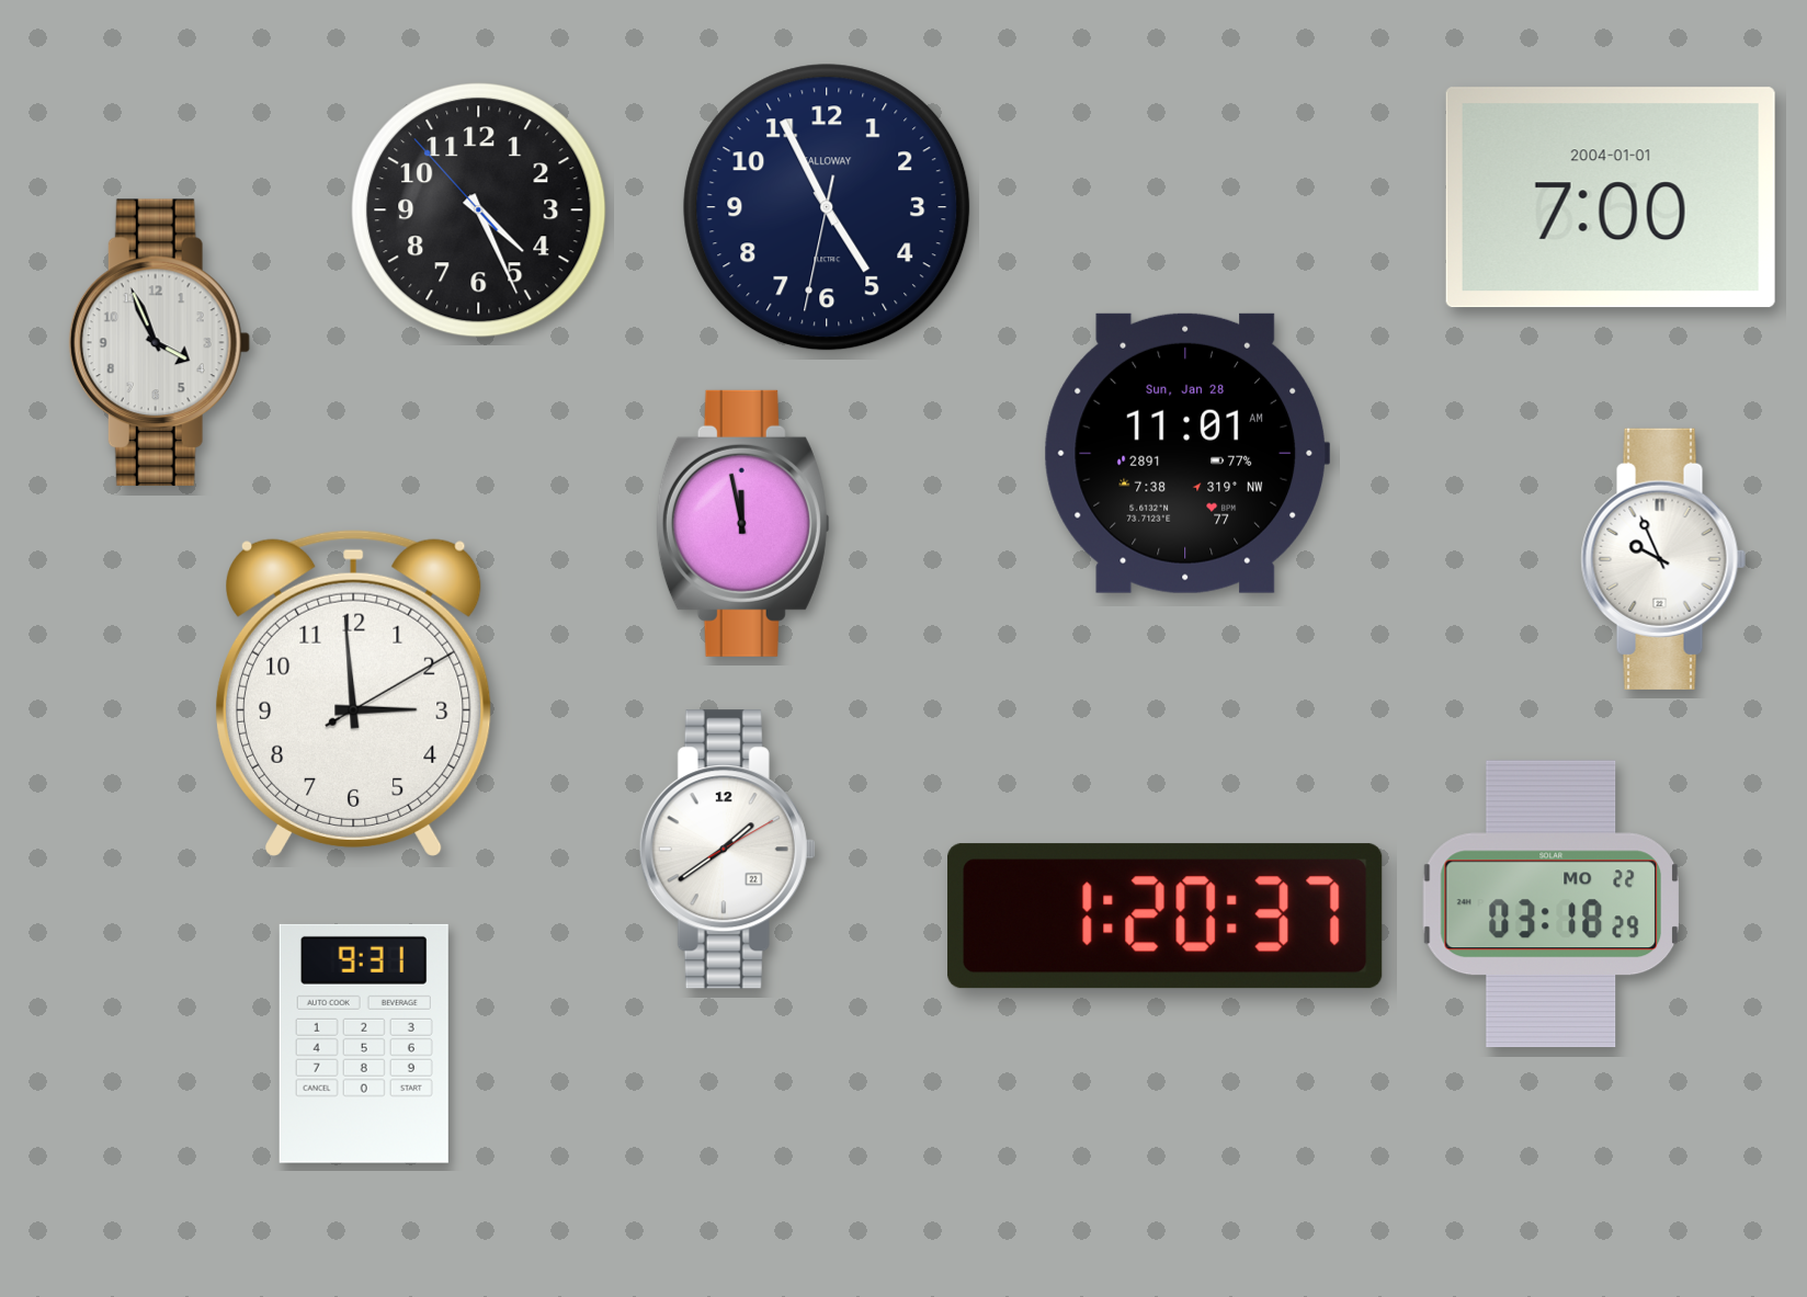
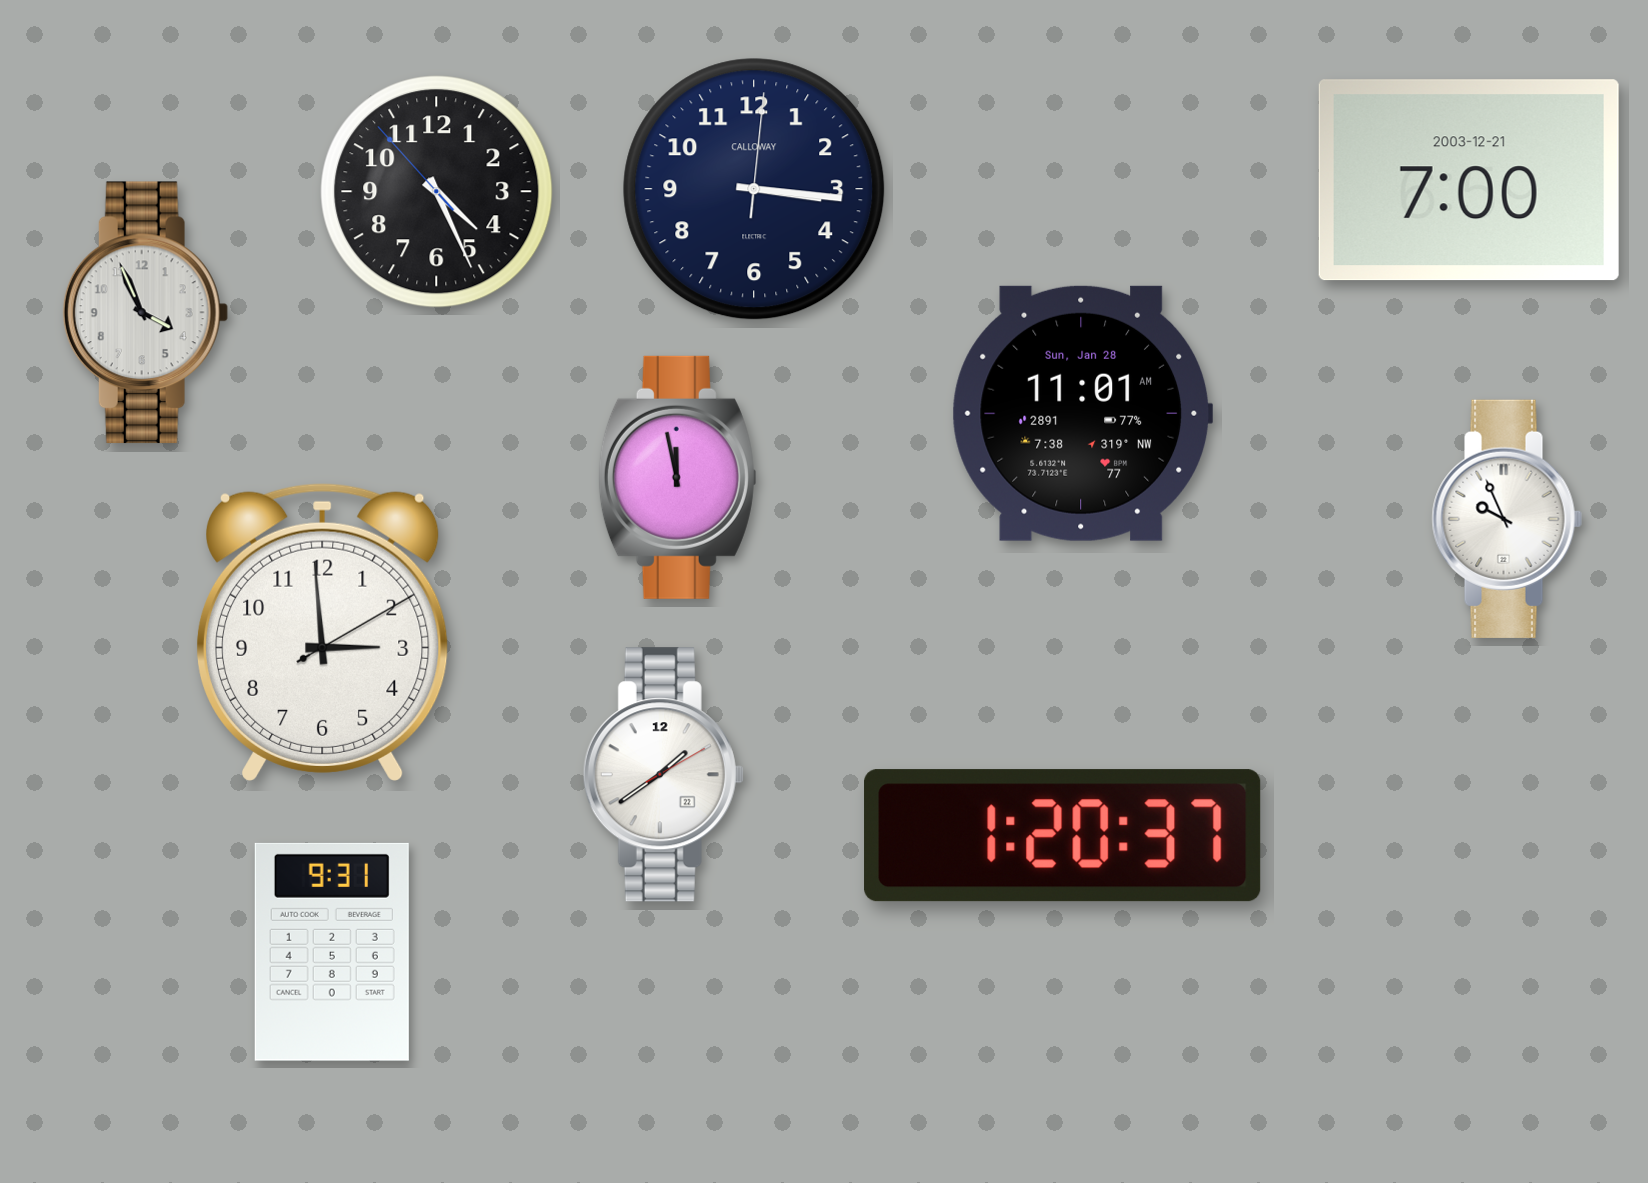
clock at (1611, 197) date: 2004-01-01 -> 2003-12-21
clock at (827, 207): 4:55 -> 3:16
clock at (1663, 559) position: (1663, 559) -> (1507, 519)
clock at (1550, 905): 03:18 -> none
